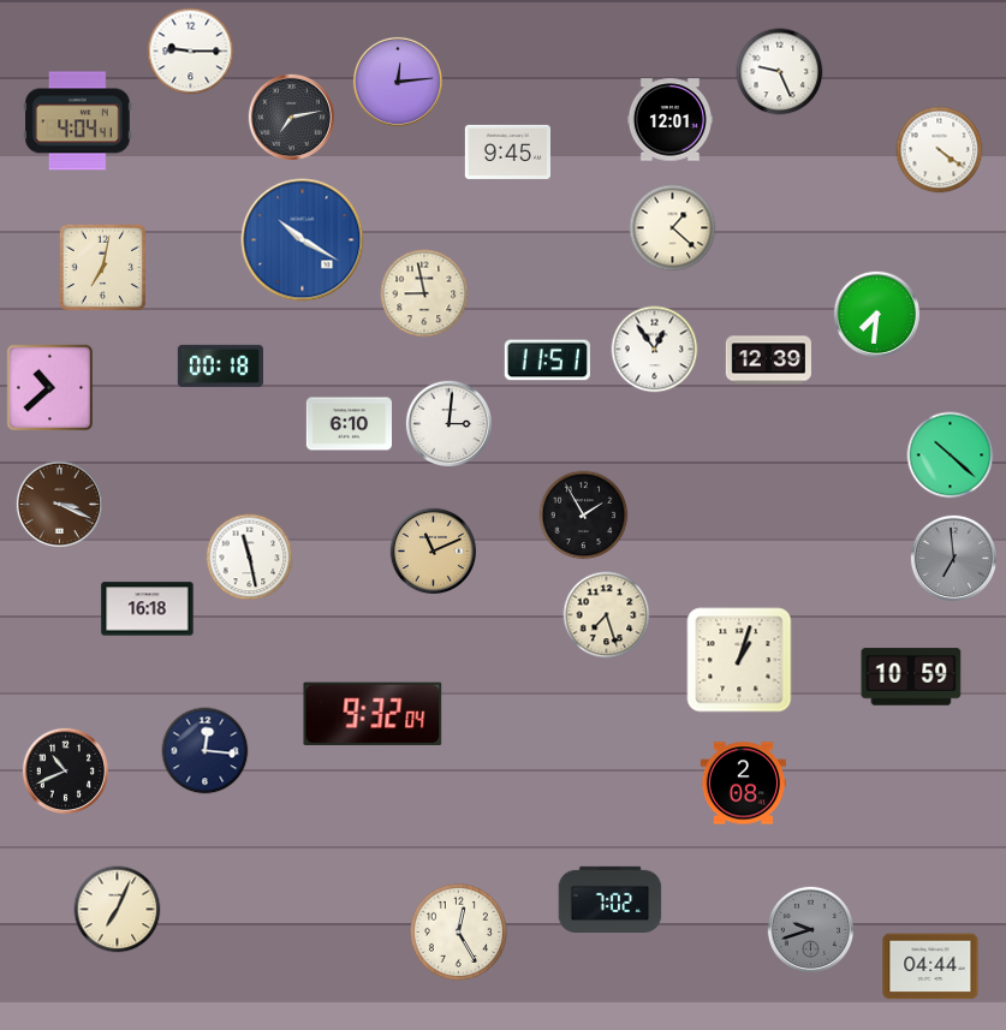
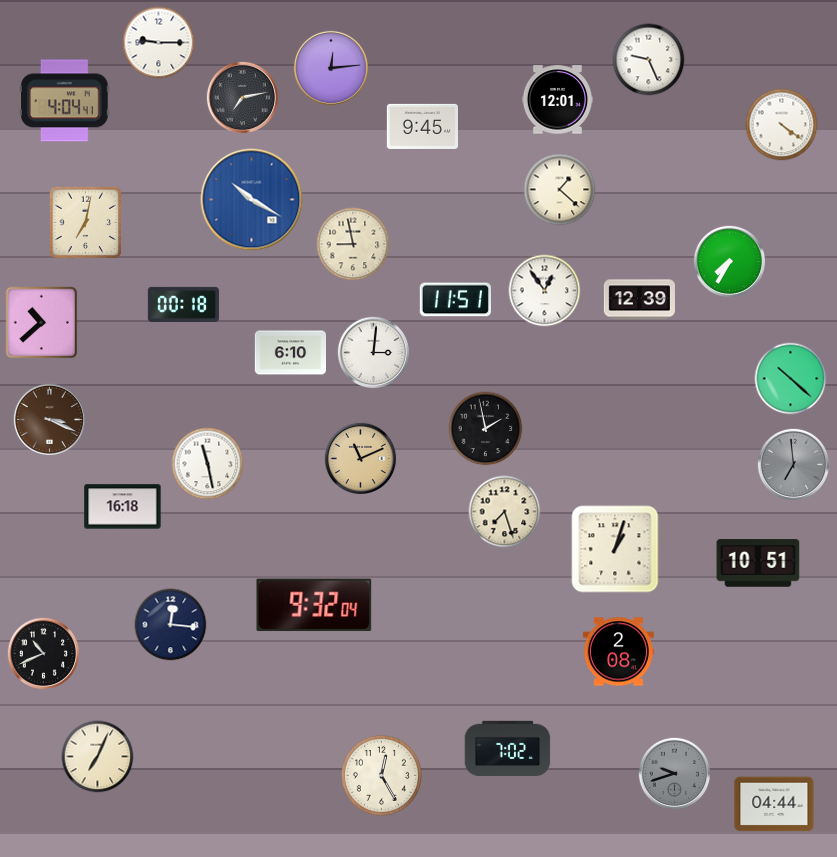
clock at (876, 314): 7:31 -> 7:35
clock at (584, 516): 1:55 -> 1:58
clock at (911, 677): 10:59 -> 10:51
clock at (373, 714) position: (373, 714) -> (314, 605)
clock at (65, 770) position: (65, 770) -> (43, 653)
